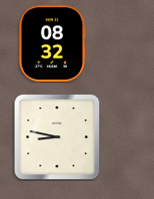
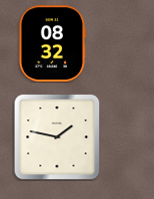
clock at (57, 137): 8:47 -> 1:47
